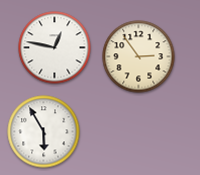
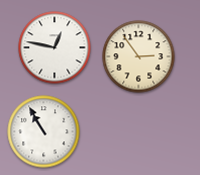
clock at (44, 132): 5:55 -> 10:55
